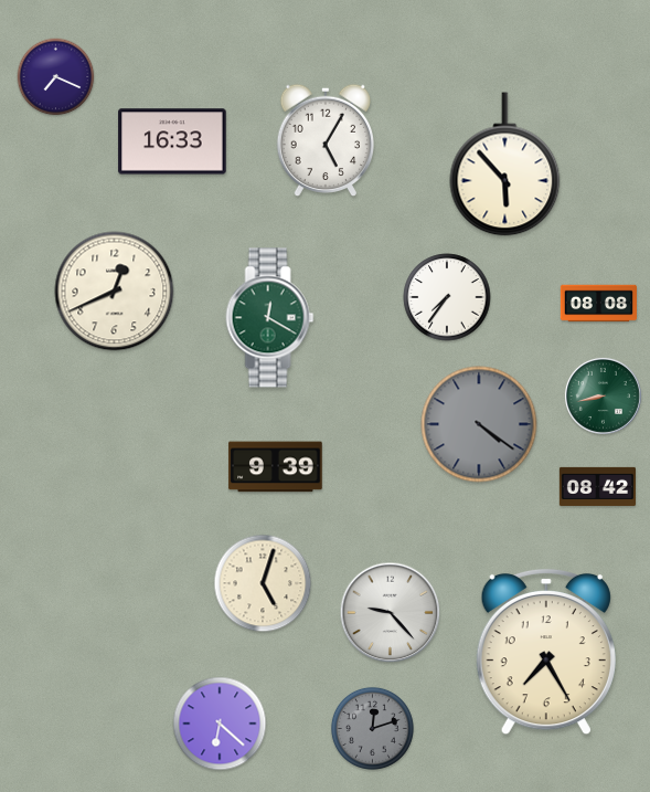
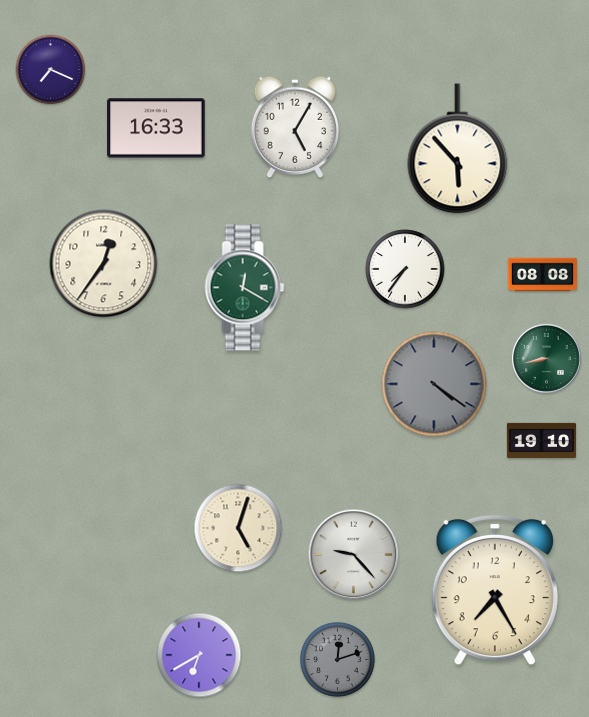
clock at (115, 292): 12:41 -> 12:36
clock at (276, 467): 9:39 -> none
clock at (597, 486): 08:42 -> 19:10
clock at (220, 724): 6:22 -> 6:40
